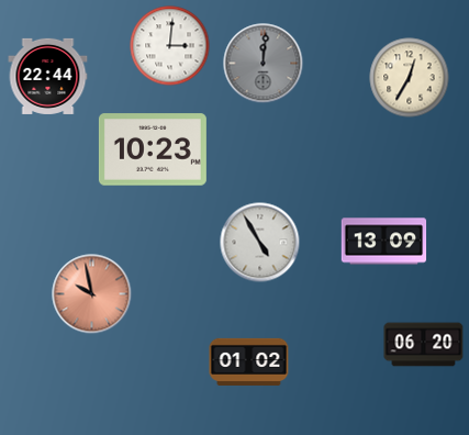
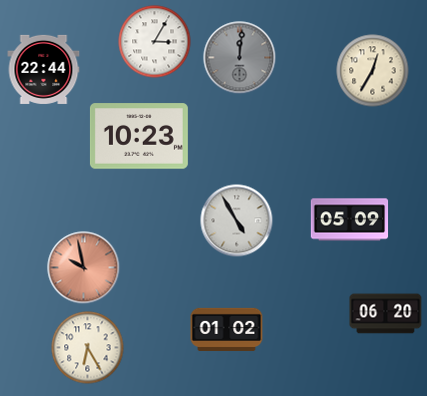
clock at (170, 46): 3:01 -> 3:05
clock at (384, 242): 13:09 -> 05:09
clock at (88, 348): none -> 6:25
